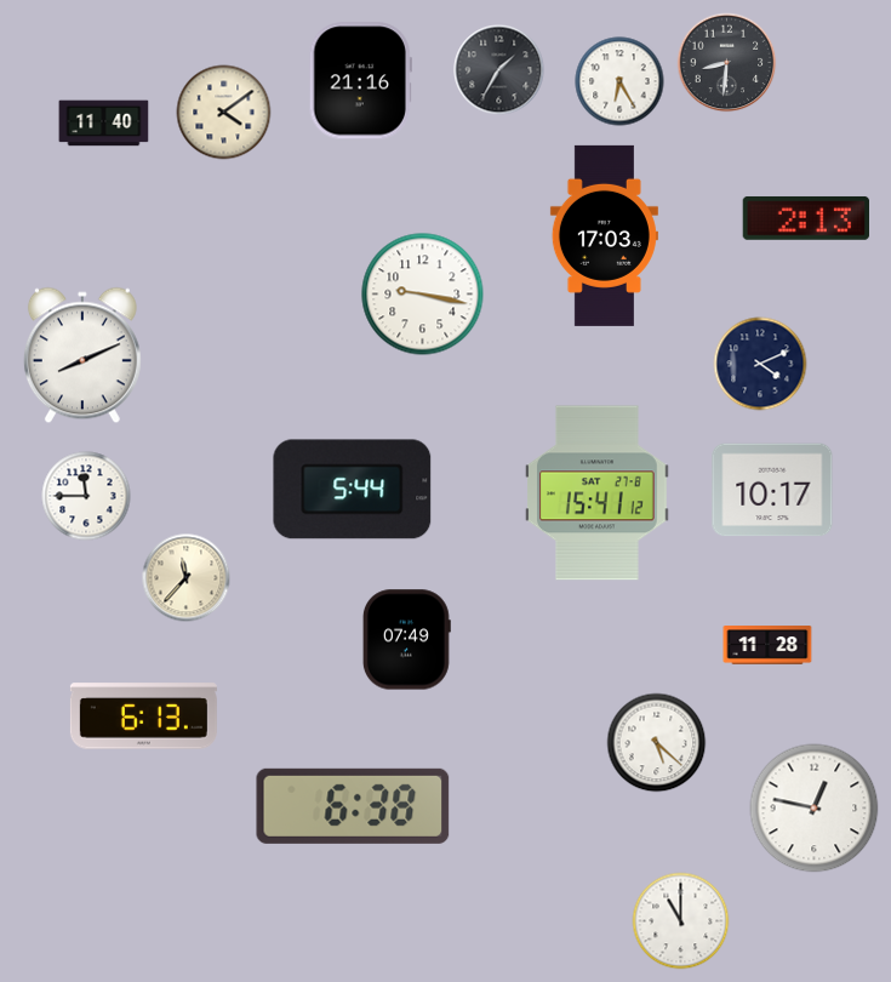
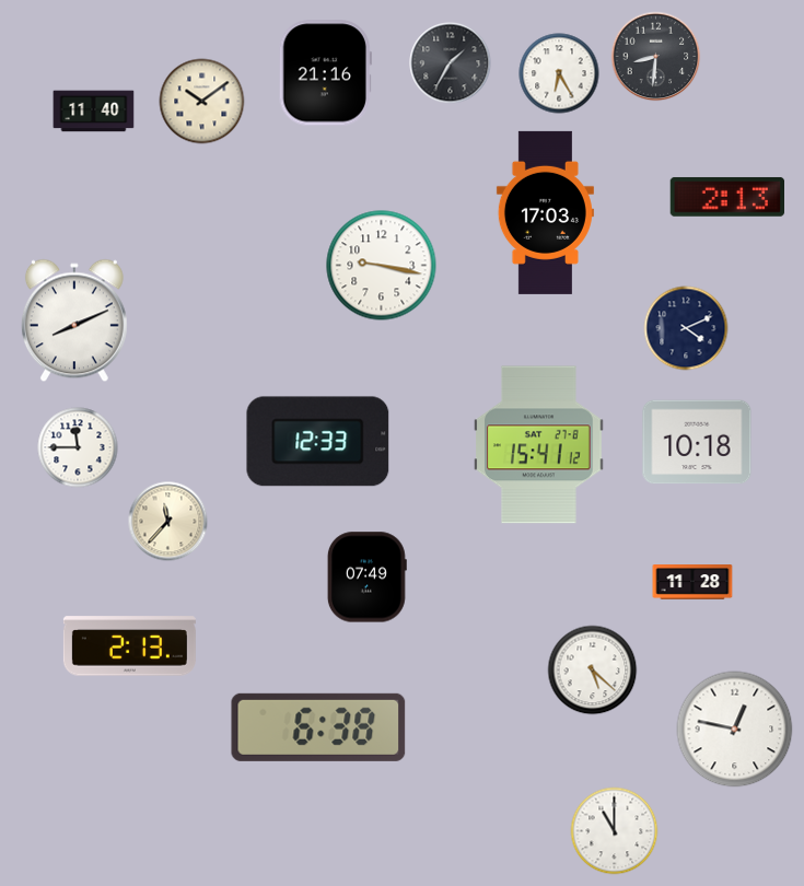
clock at (224, 113): 4:09 -> 10:09
clock at (353, 490): 5:44 -> 12:33
clock at (772, 490): 10:17 -> 10:18
clock at (143, 716): 6:13 -> 2:13
